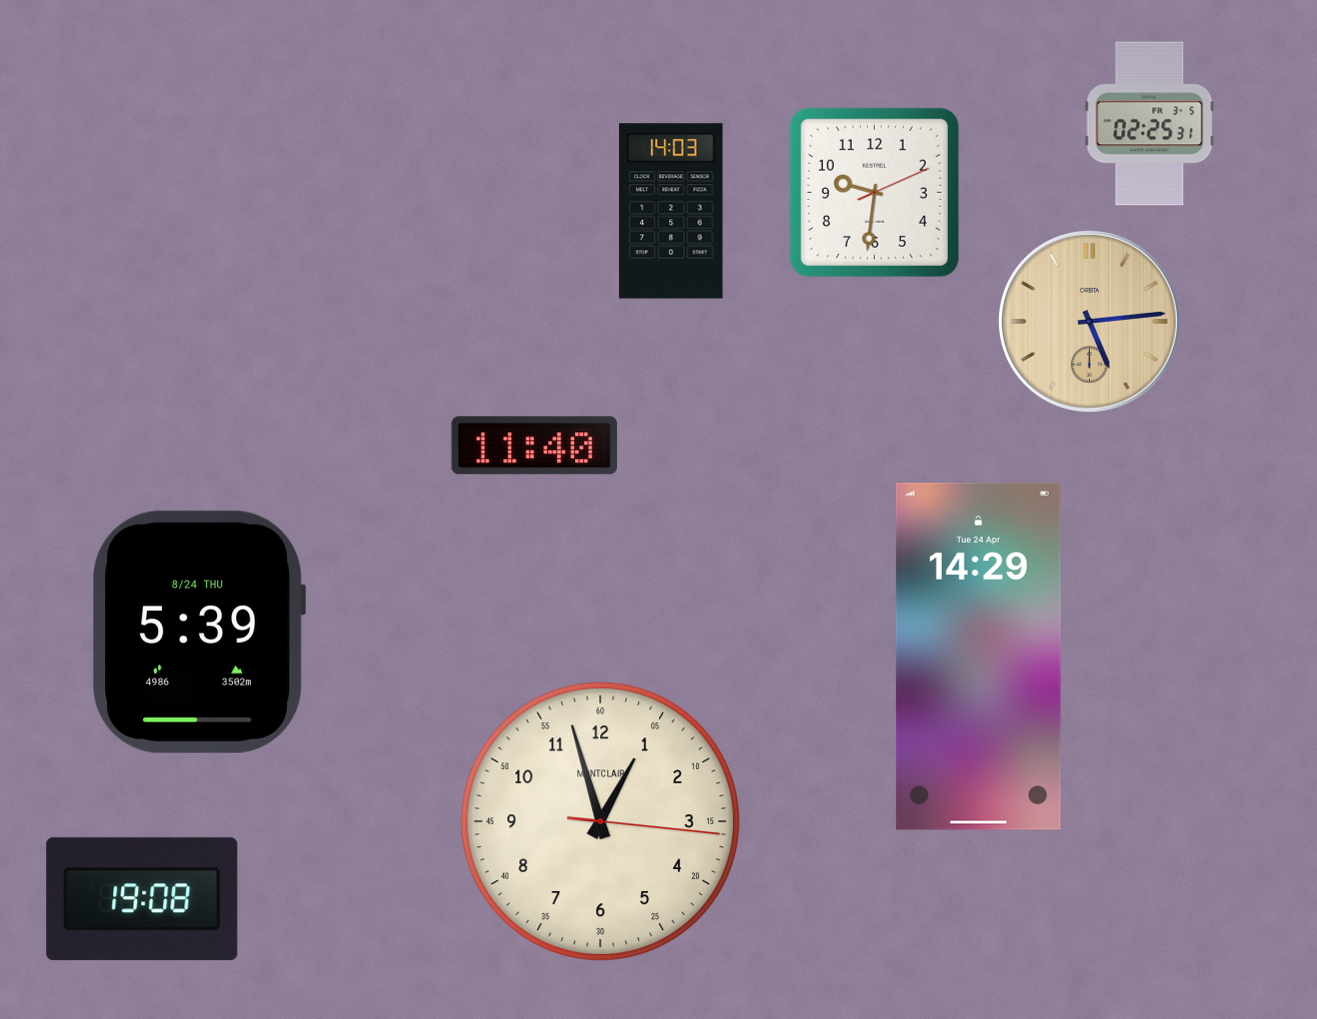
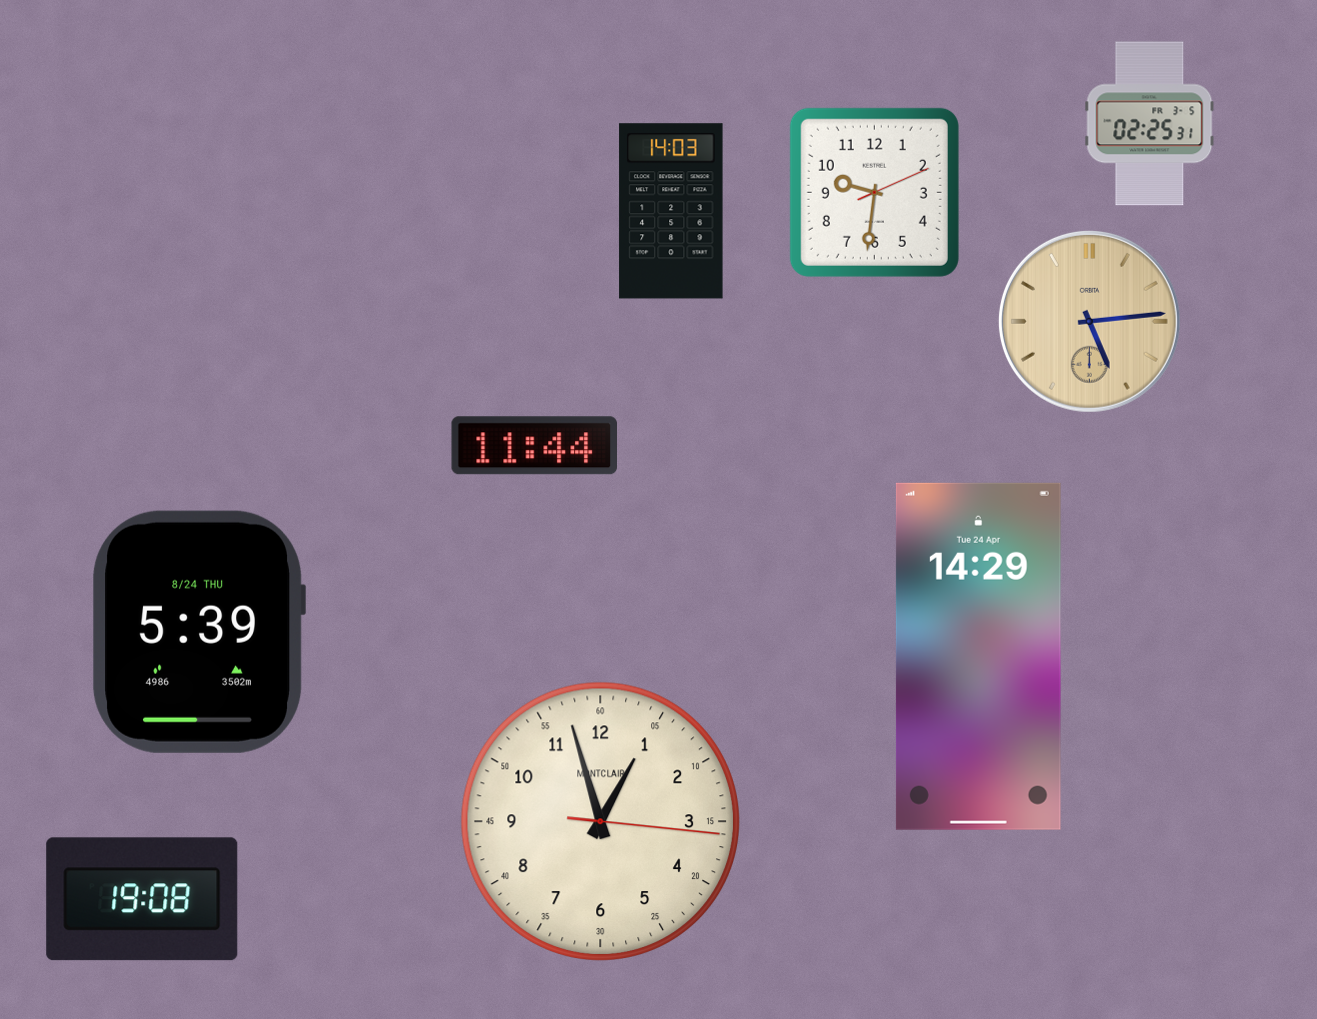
clock at (534, 446): 11:40 -> 11:44
